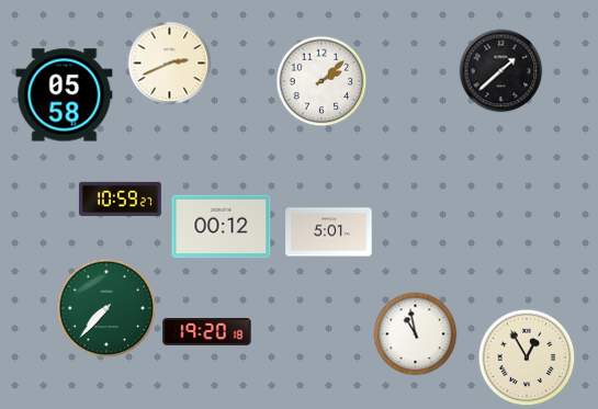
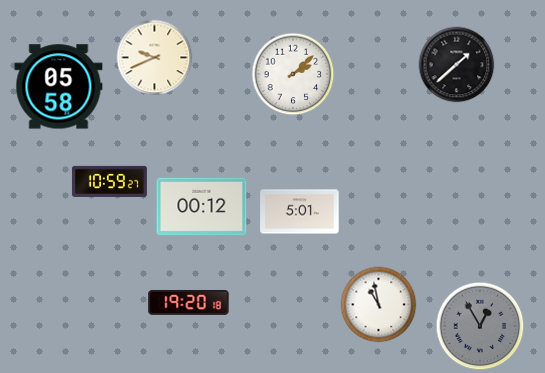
clock at (170, 64): 2:41 -> 9:41
clock at (106, 308): 7:37 -> none
clock at (527, 357) dial: cream -> grey
